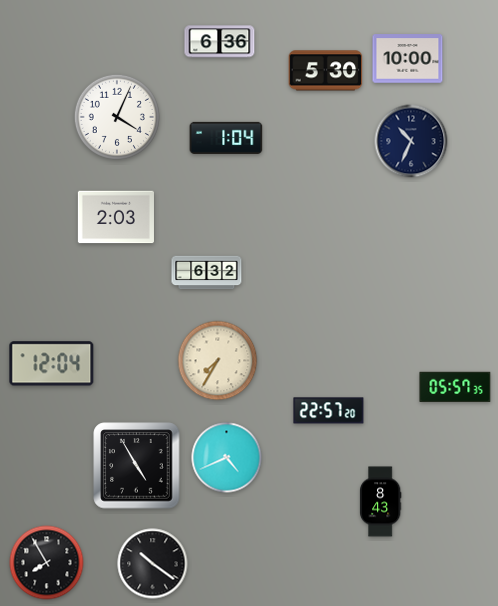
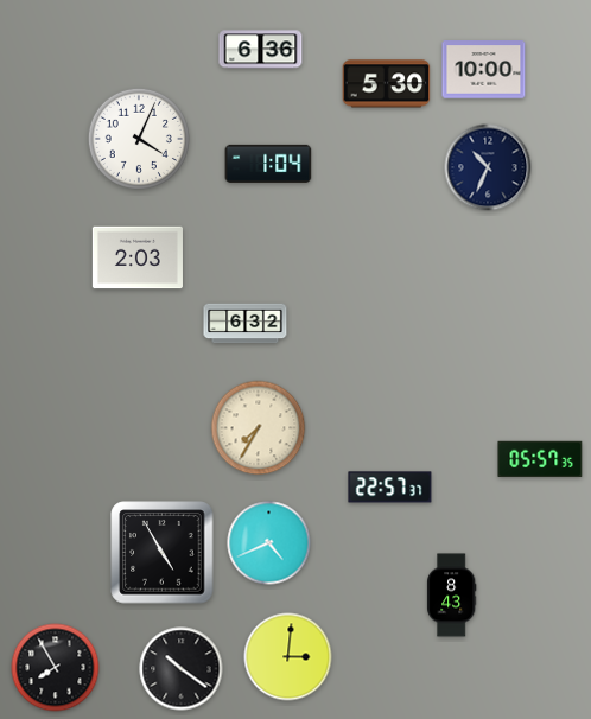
clock at (52, 364): 12:04 -> none
clock at (329, 411): 22:57:20 -> 22:57:37
clock at (288, 657): none -> 3:01
